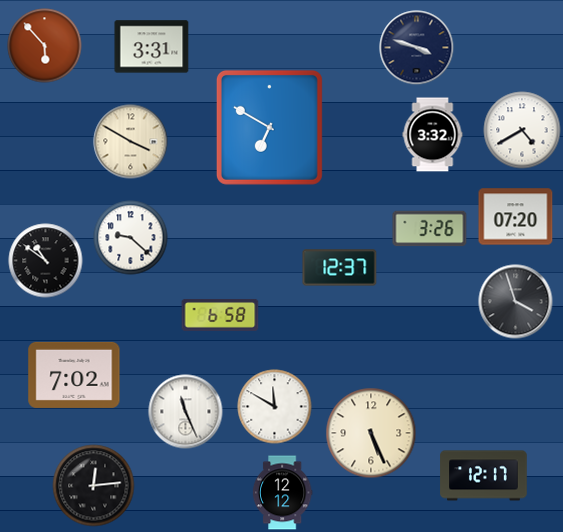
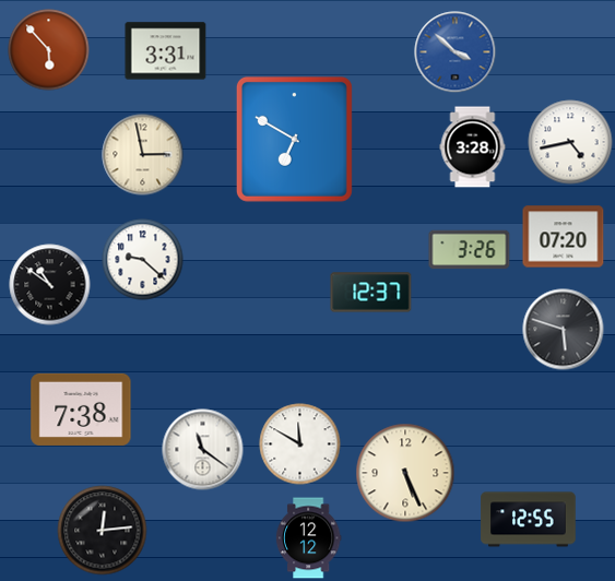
clock at (417, 48): 3:48 -> 3:52
clock at (417, 48) dial: navy -> blue
clock at (522, 130): 4:40 -> 4:43
clock at (433, 135): 3:32 -> 3:28
clock at (131, 142): 3:50 -> 2:58
clock at (516, 302): 3:57 -> 5:48
clock at (220, 315): 6:58 -> none
clock at (74, 375): 7:02 -> 7:38
clock at (186, 412): 11:26 -> 11:21
clock at (484, 476): 12:17 -> 12:55
